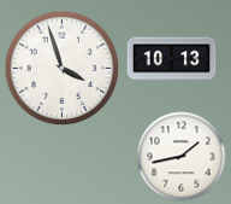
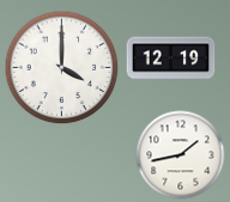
clock at (172, 59): 10:13 -> 12:19
clock at (63, 69): 3:57 -> 4:00
